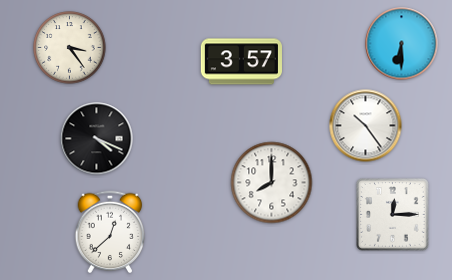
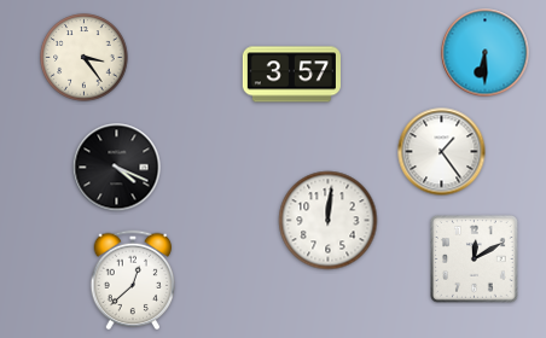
clock at (366, 126): 10:24 -> 1:24
clock at (272, 183): 8:00 -> 12:01
clock at (393, 215): 12:15 -> 12:10
